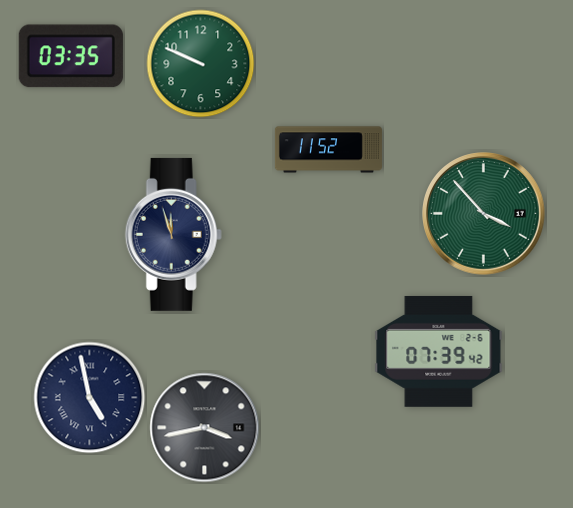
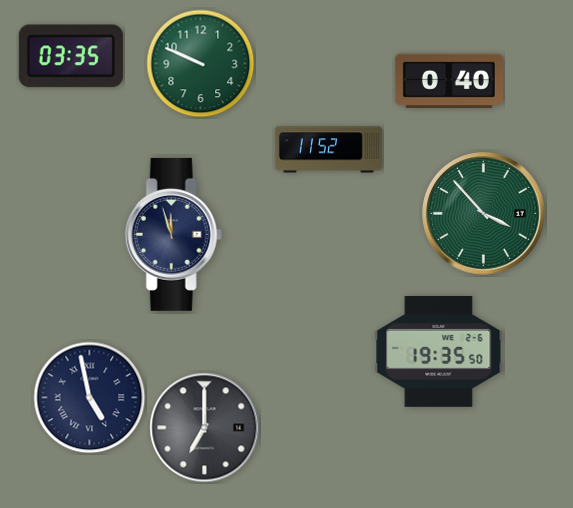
clock at (449, 80): none -> 0:40
clock at (439, 351): 07:39 -> 19:35
clock at (205, 428): 3:43 -> 7:00
